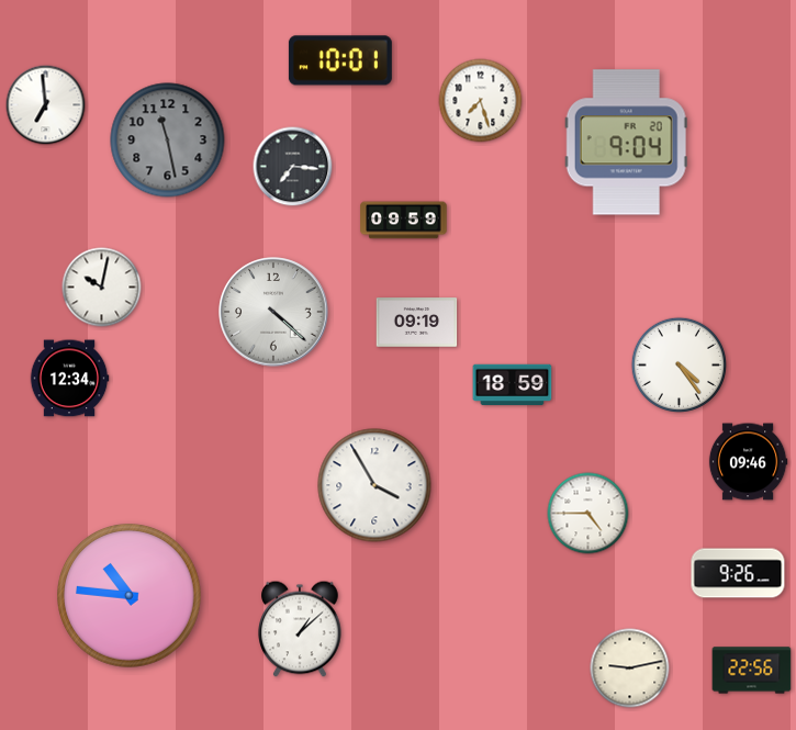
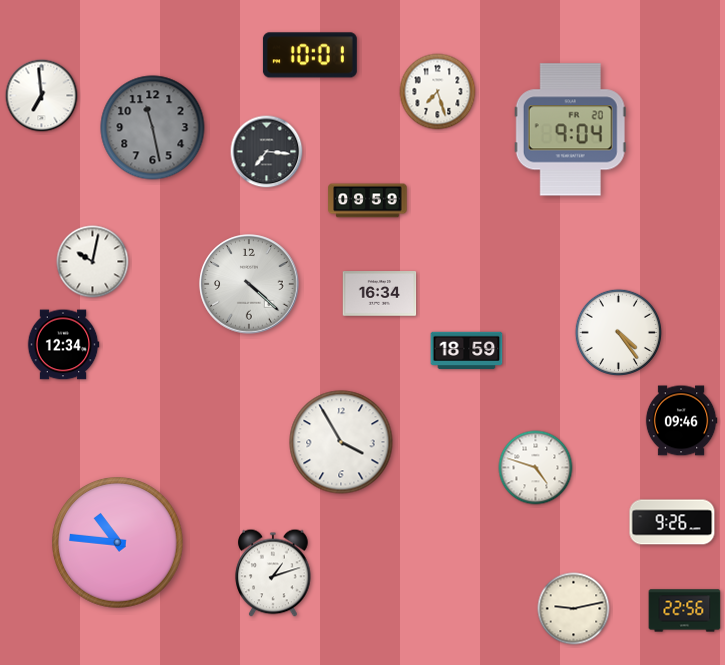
clock at (417, 323): 09:19 -> 16:34
clock at (588, 514): 4:45 -> 4:48
clock at (300, 629): 1:08 -> 1:12
